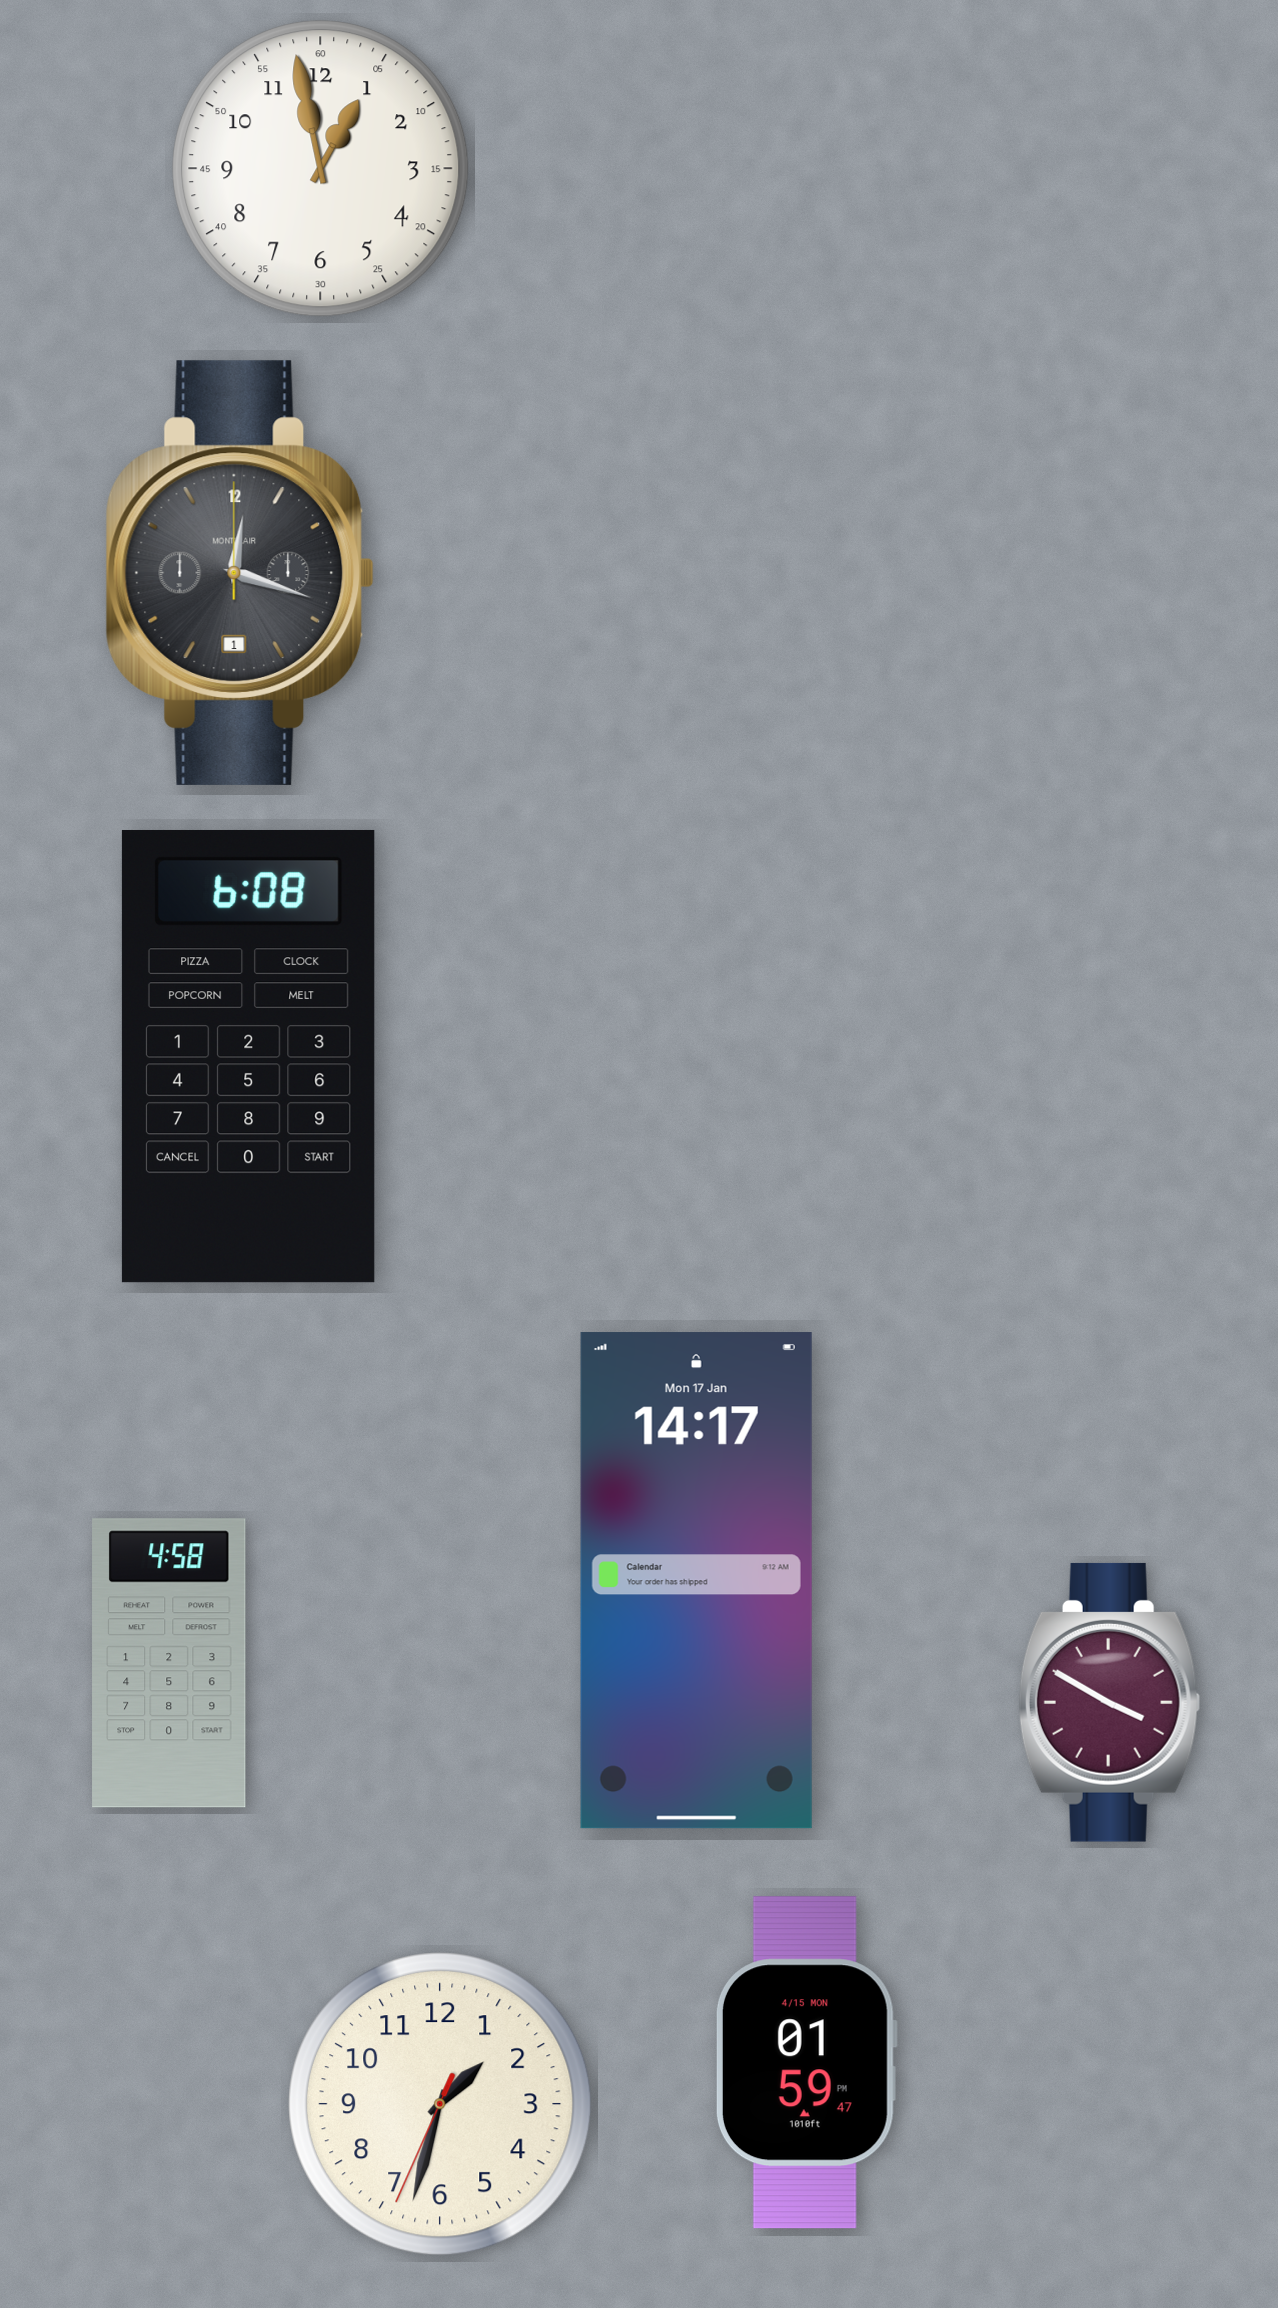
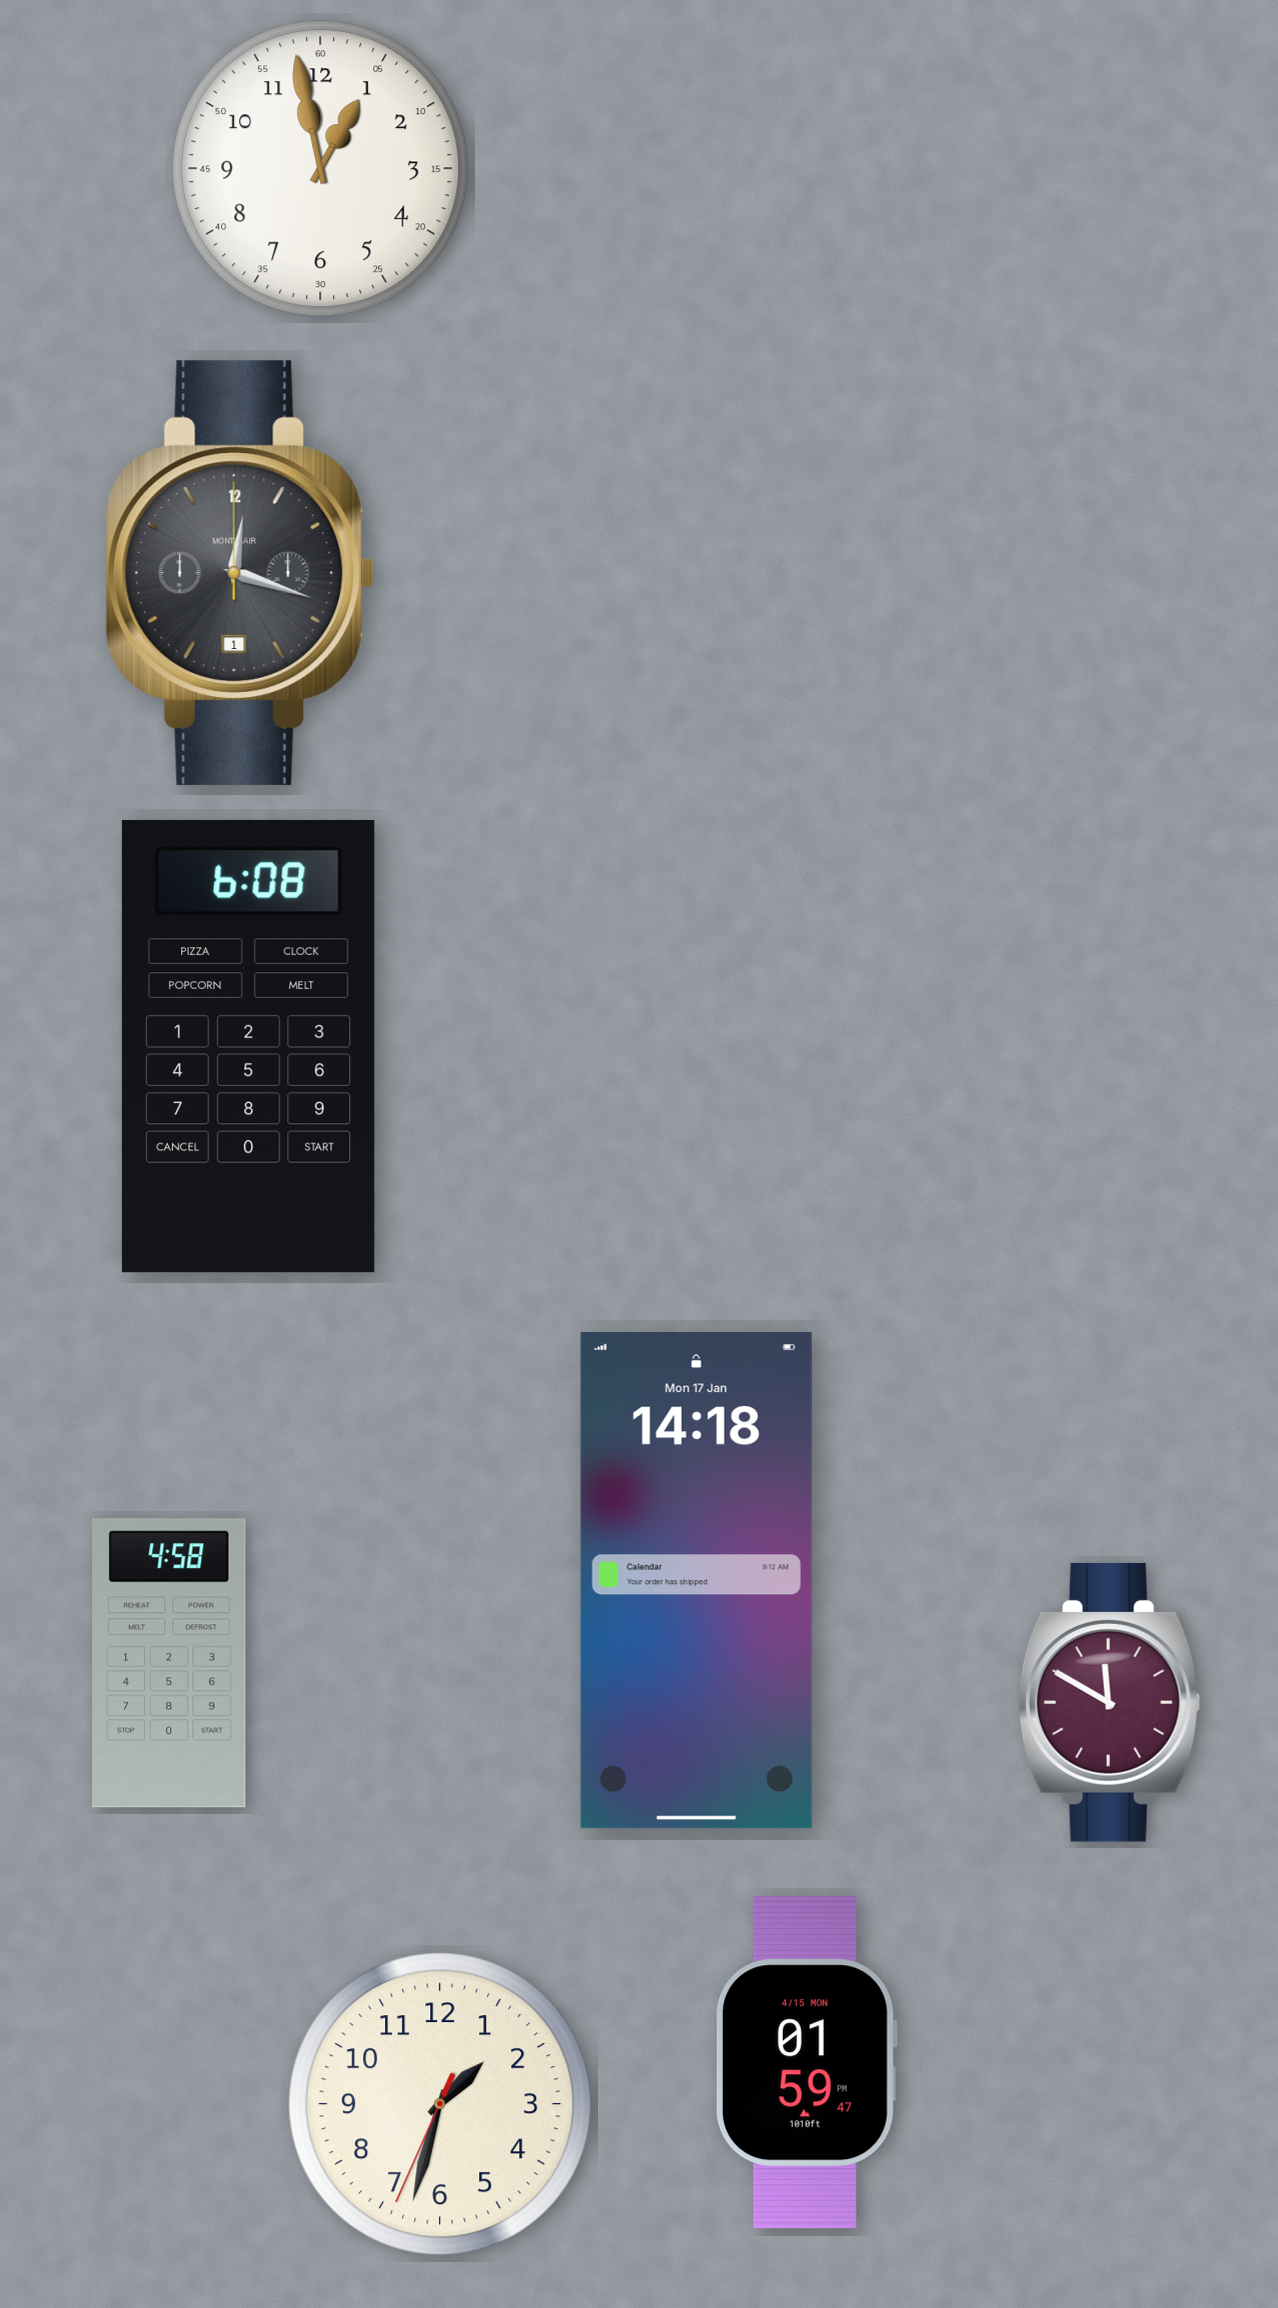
clock at (248, 1056) position: (248, 1056) -> (248, 1046)
clock at (696, 1581): 14:17 -> 14:18
clock at (1110, 1702): 3:50 -> 11:50
